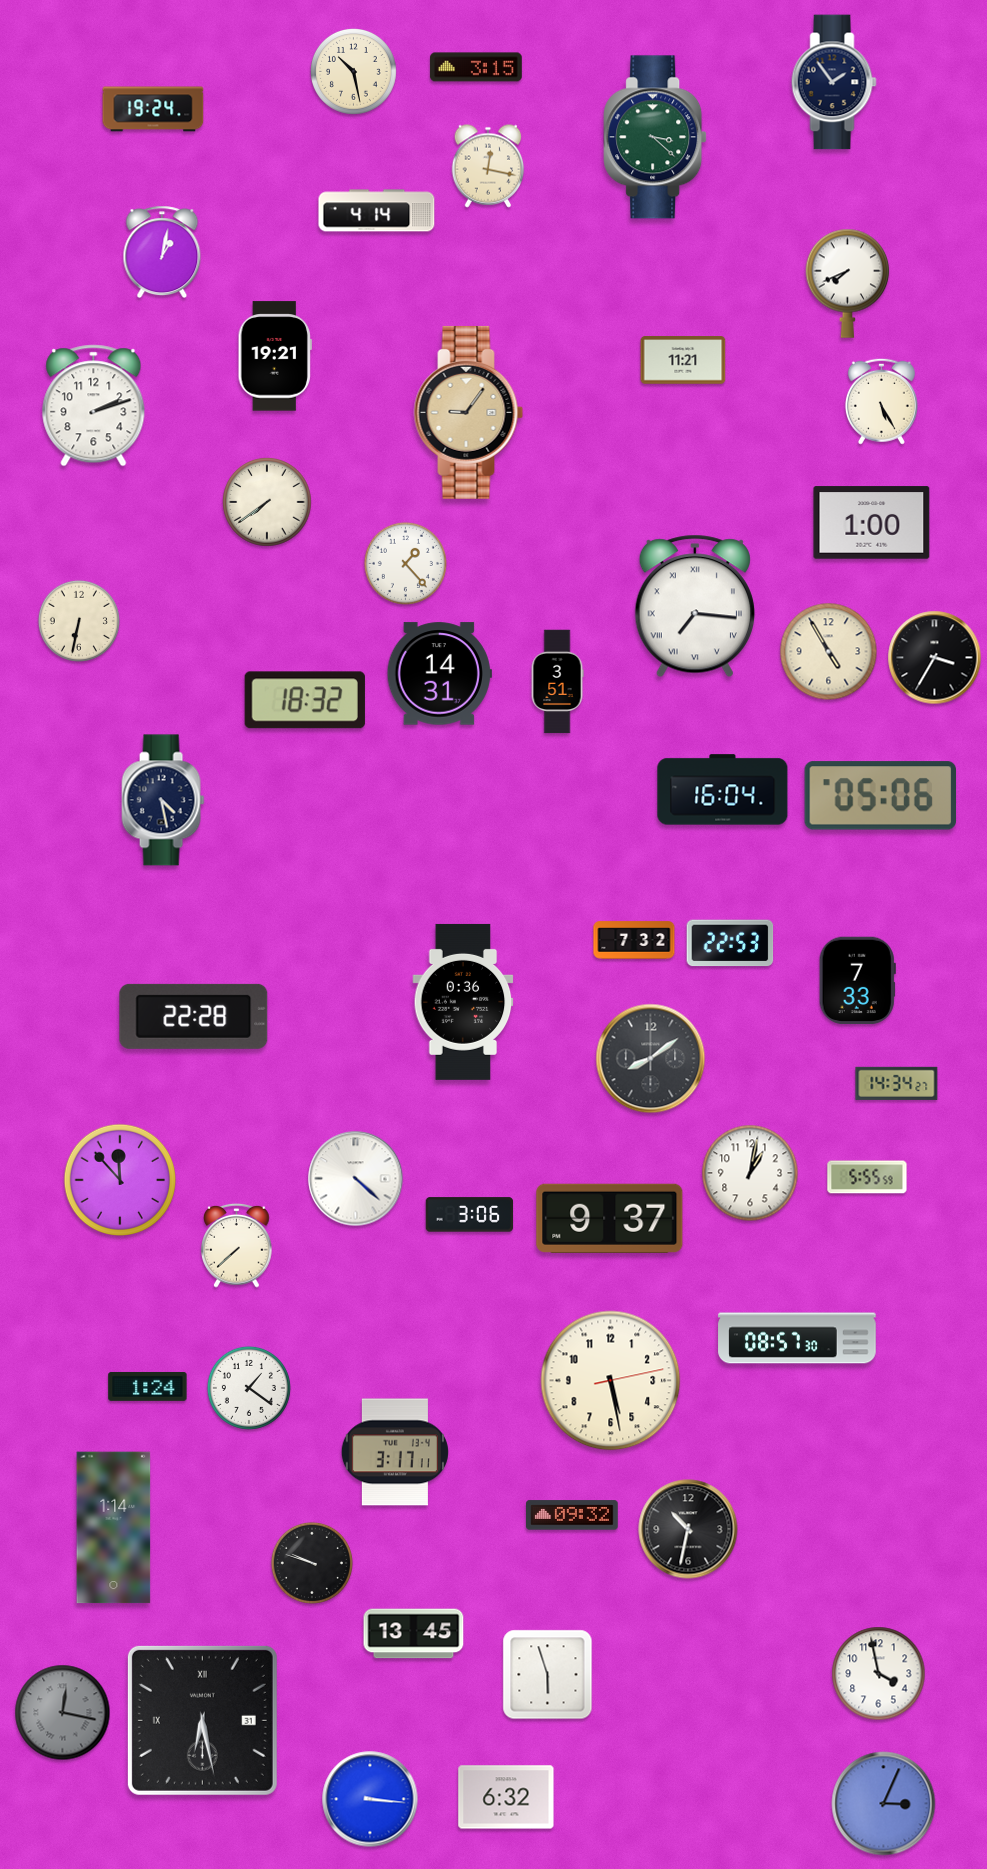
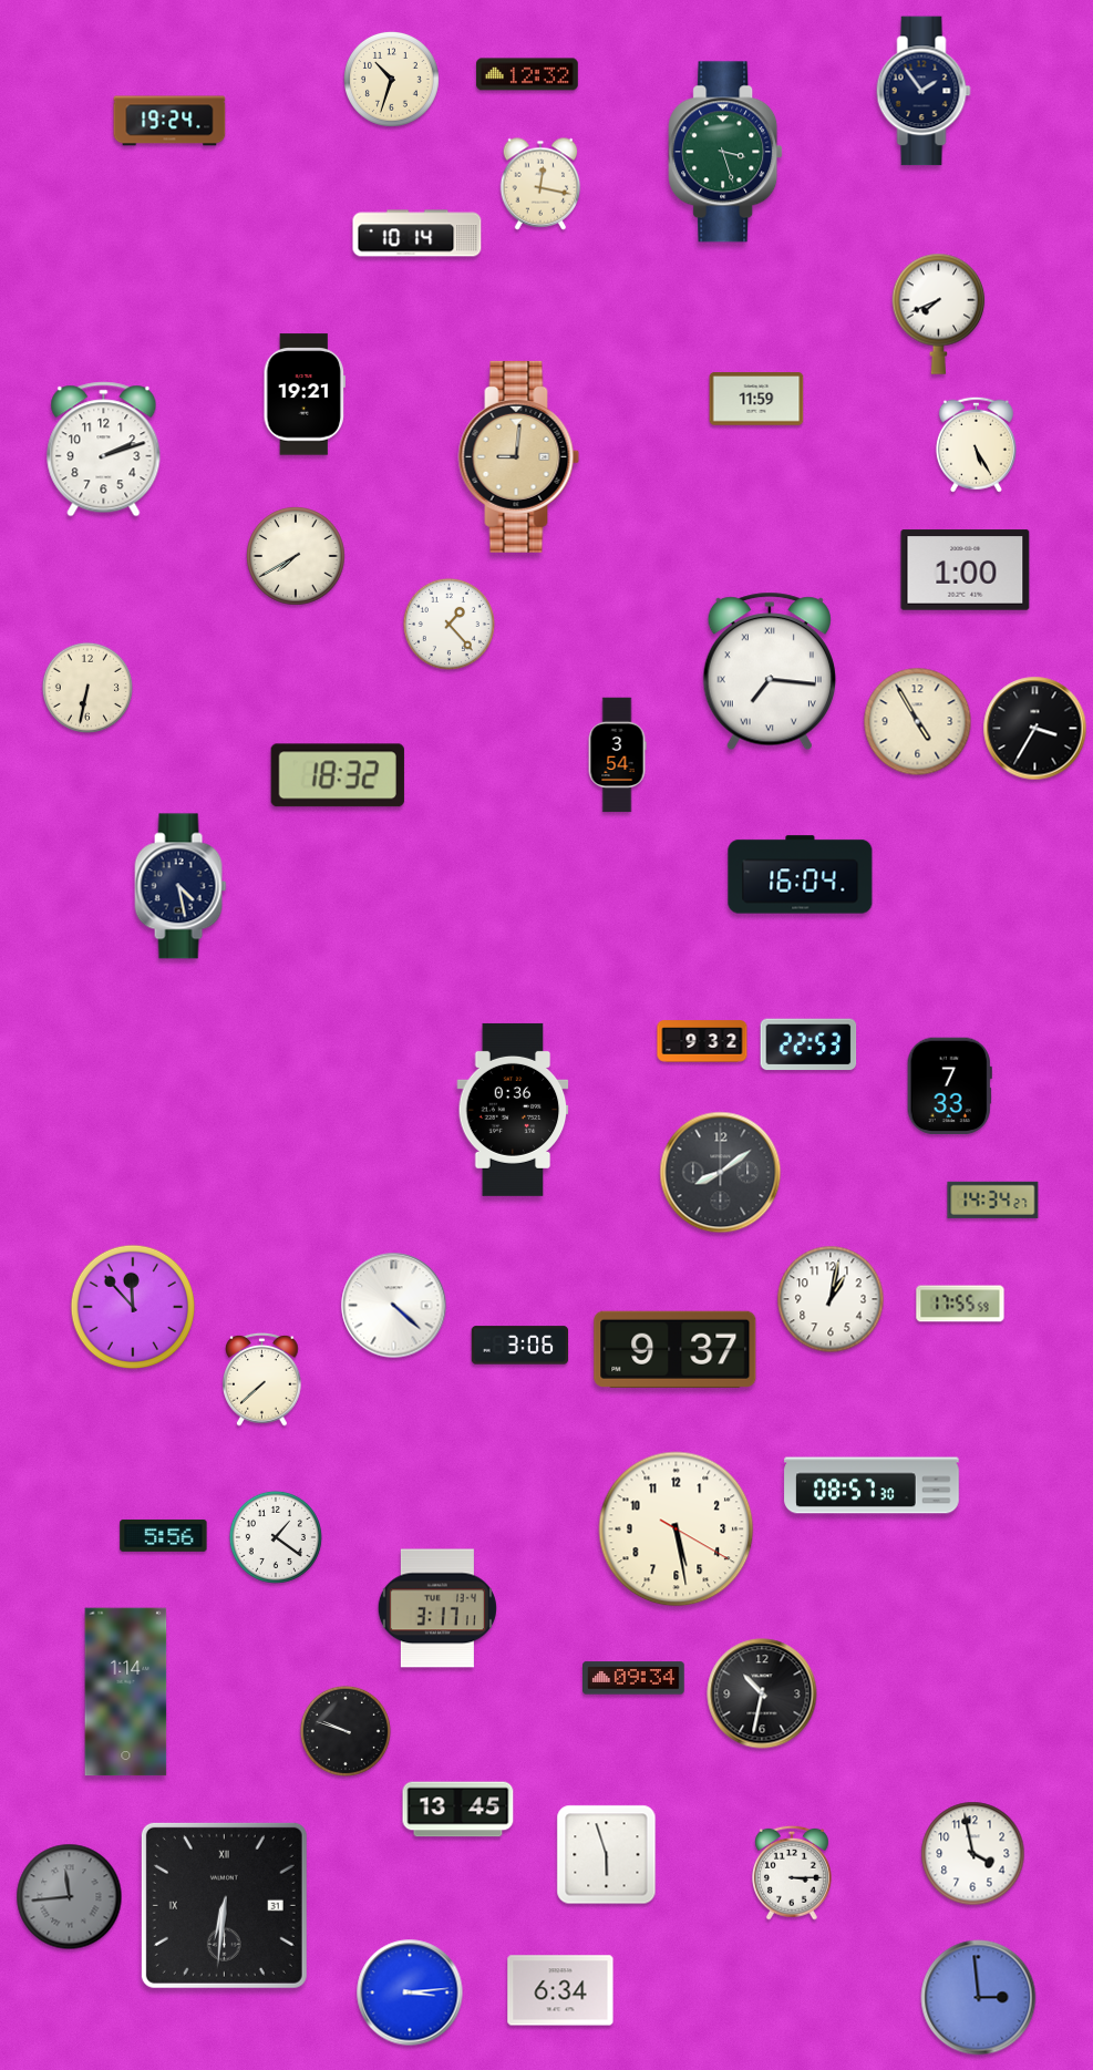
clock at (476, 67): 3:15 -> 12:32
clock at (354, 72): 10:28 -> 10:33
clock at (655, 137): 3:22 -> 3:27
clock at (377, 211): 4:14 -> 10:14
clock at (162, 252): 1:02 -> none
clock at (683, 360): 11:21 -> 11:59
clock at (469, 412): 9:06 -> 9:01
clock at (267, 502): 7:39 -> 7:40
clock at (872, 523) position: (872, 523) -> (966, 570)
clock at (439, 674): 14:31 -> none
clock at (557, 682): 3:51 -> 3:54
clock at (880, 796): 05:06 -> none
clock at (634, 940): 7:32 -> 9:32
clock at (194, 1016): 22:28 -> none
clock at (867, 1177): 5:55 -> 17:55
clock at (797, 1338) position: (797, 1338) -> (872, 1485)
clock at (611, 1381): 5:28:13 -> 5:28:20
clock at (148, 1386): 1:24 -> 5:56
clock at (573, 1515): 09:32 -> 09:34
clock at (792, 1873): none -> 3:15
clock at (63, 1713): 12:17 -> 11:44
clock at (202, 1720): 6:28 -> 6:31
clock at (506, 1797): 6:32 -> 6:34
clock at (370, 1799): 3:16 -> 3:14
clock at (884, 1804): 3:04 -> 2:59
